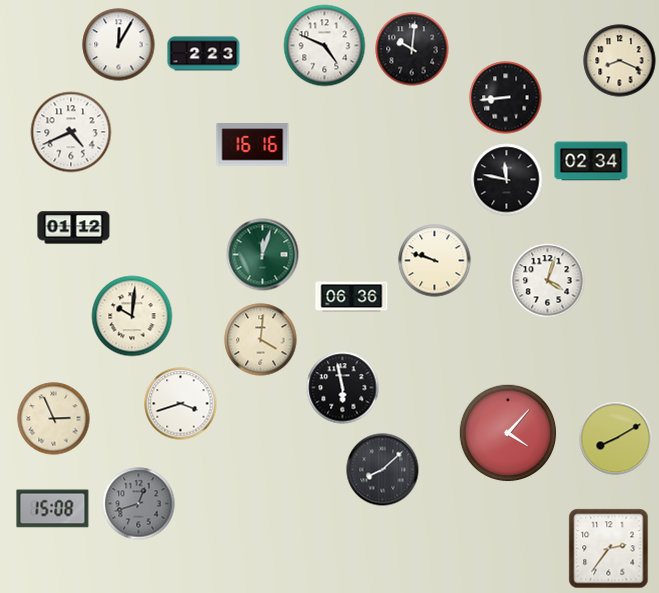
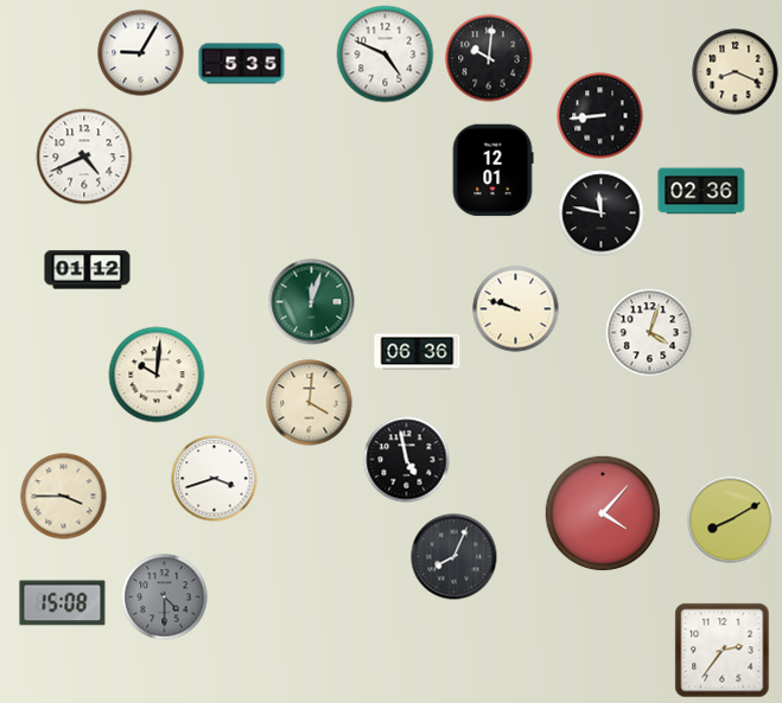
clock at (119, 45): 12:05 -> 9:05
clock at (204, 54): 2:23 -> 5:35
clock at (492, 171): none -> 12:01
clock at (253, 145): 16:16 -> none
clock at (591, 161): 02:34 -> 02:36
clock at (343, 388): 5:58 -> 4:58
clock at (54, 419): 2:56 -> 3:45
clock at (383, 470): 8:08 -> 8:04
clock at (139, 504): 12:42 -> 4:30
